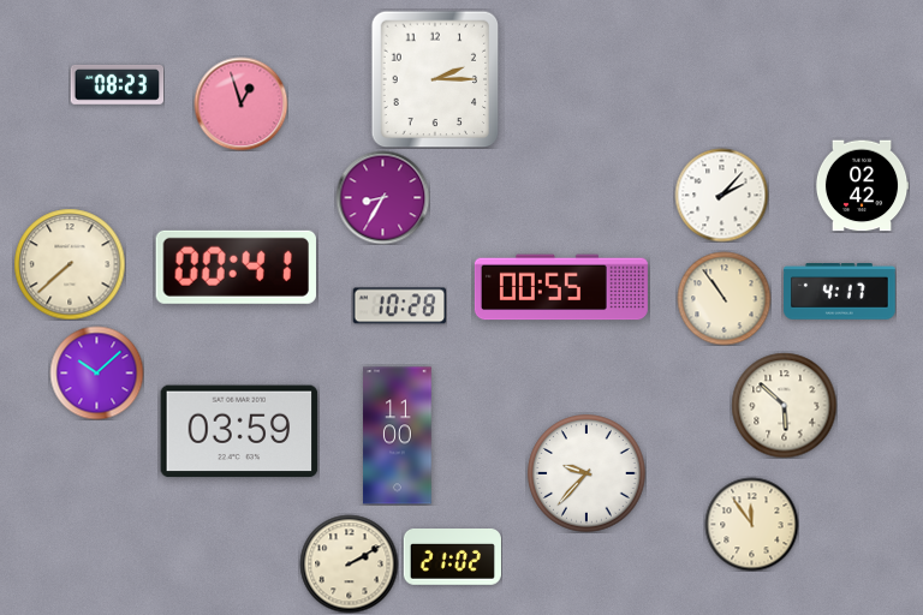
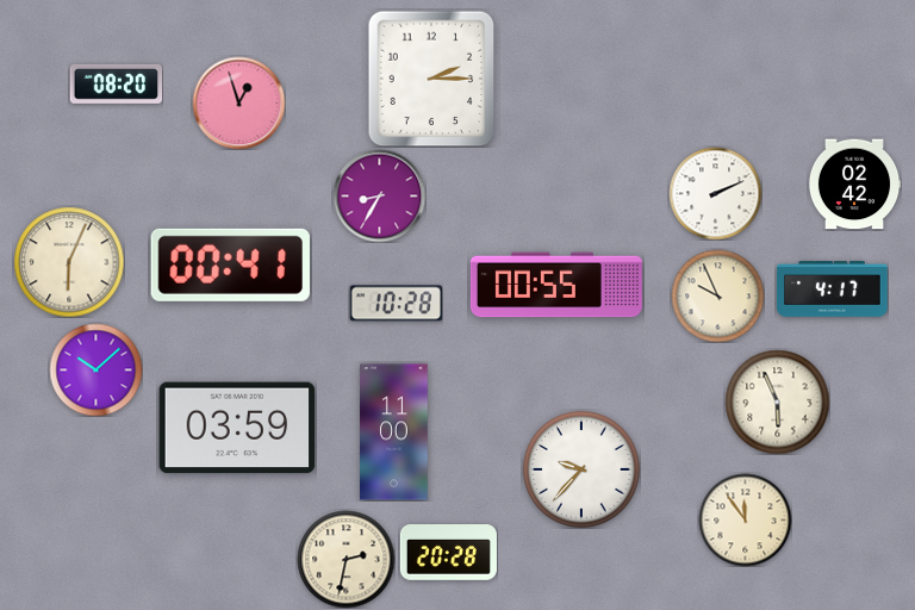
clock at (117, 84): 08:23 -> 08:20
clock at (721, 195): 2:07 -> 2:11
clock at (70, 264): 7:38 -> 6:04
clock at (236, 267) position: (236, 267) -> (230, 264)
clock at (723, 298): 10:54 -> 9:56
clock at (784, 405): 5:52 -> 5:56
clock at (452, 557): 21:02 -> 20:28
clock at (349, 563): 2:10 -> 2:32
